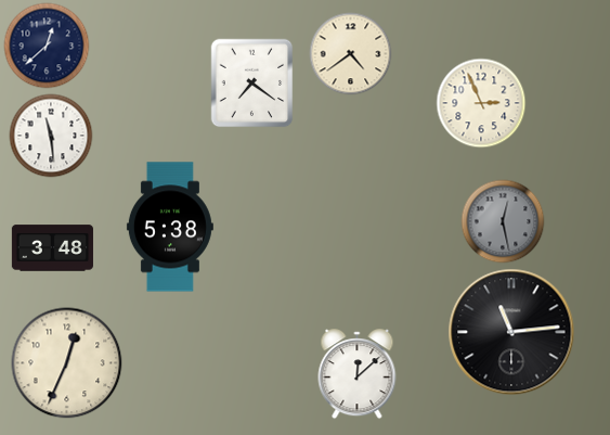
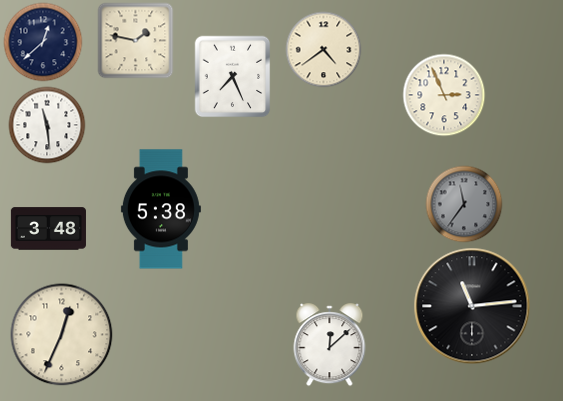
clock at (136, 41): none -> 1:47
clock at (252, 84): 7:21 -> 7:26
clock at (503, 221): 12:28 -> 11:36
clock at (170, 227) position: (170, 227) -> (161, 209)
